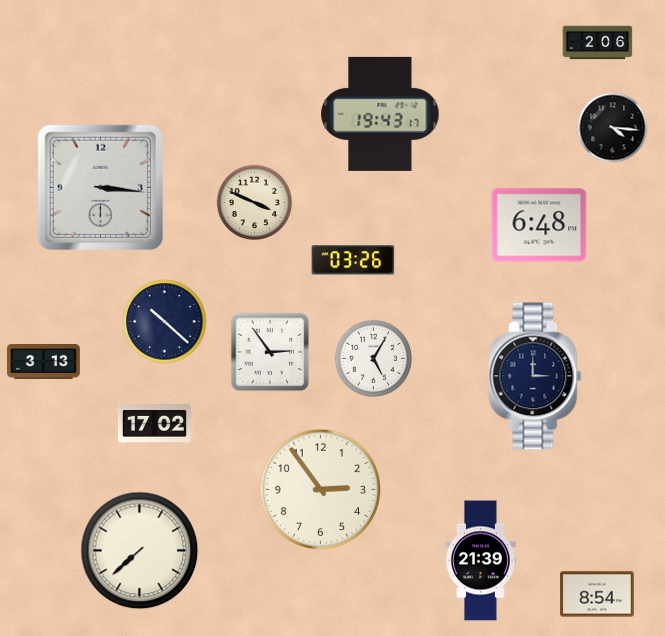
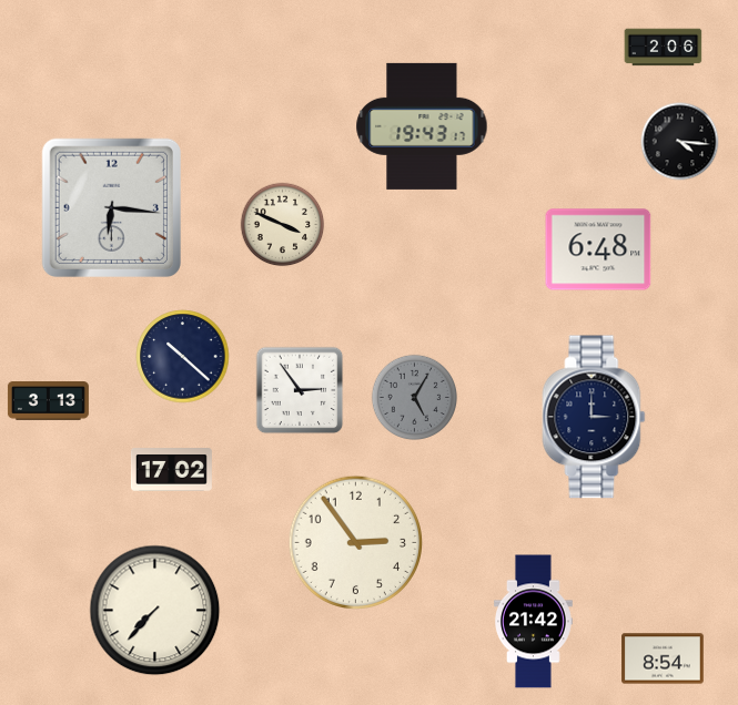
clock at (100, 187): 3:16 -> 6:16
clock at (353, 260): 03:26 -> none
clock at (373, 358) dial: white -> grey
clock at (140, 551): 7:38 -> 7:37
clock at (481, 561): 21:39 -> 21:42
